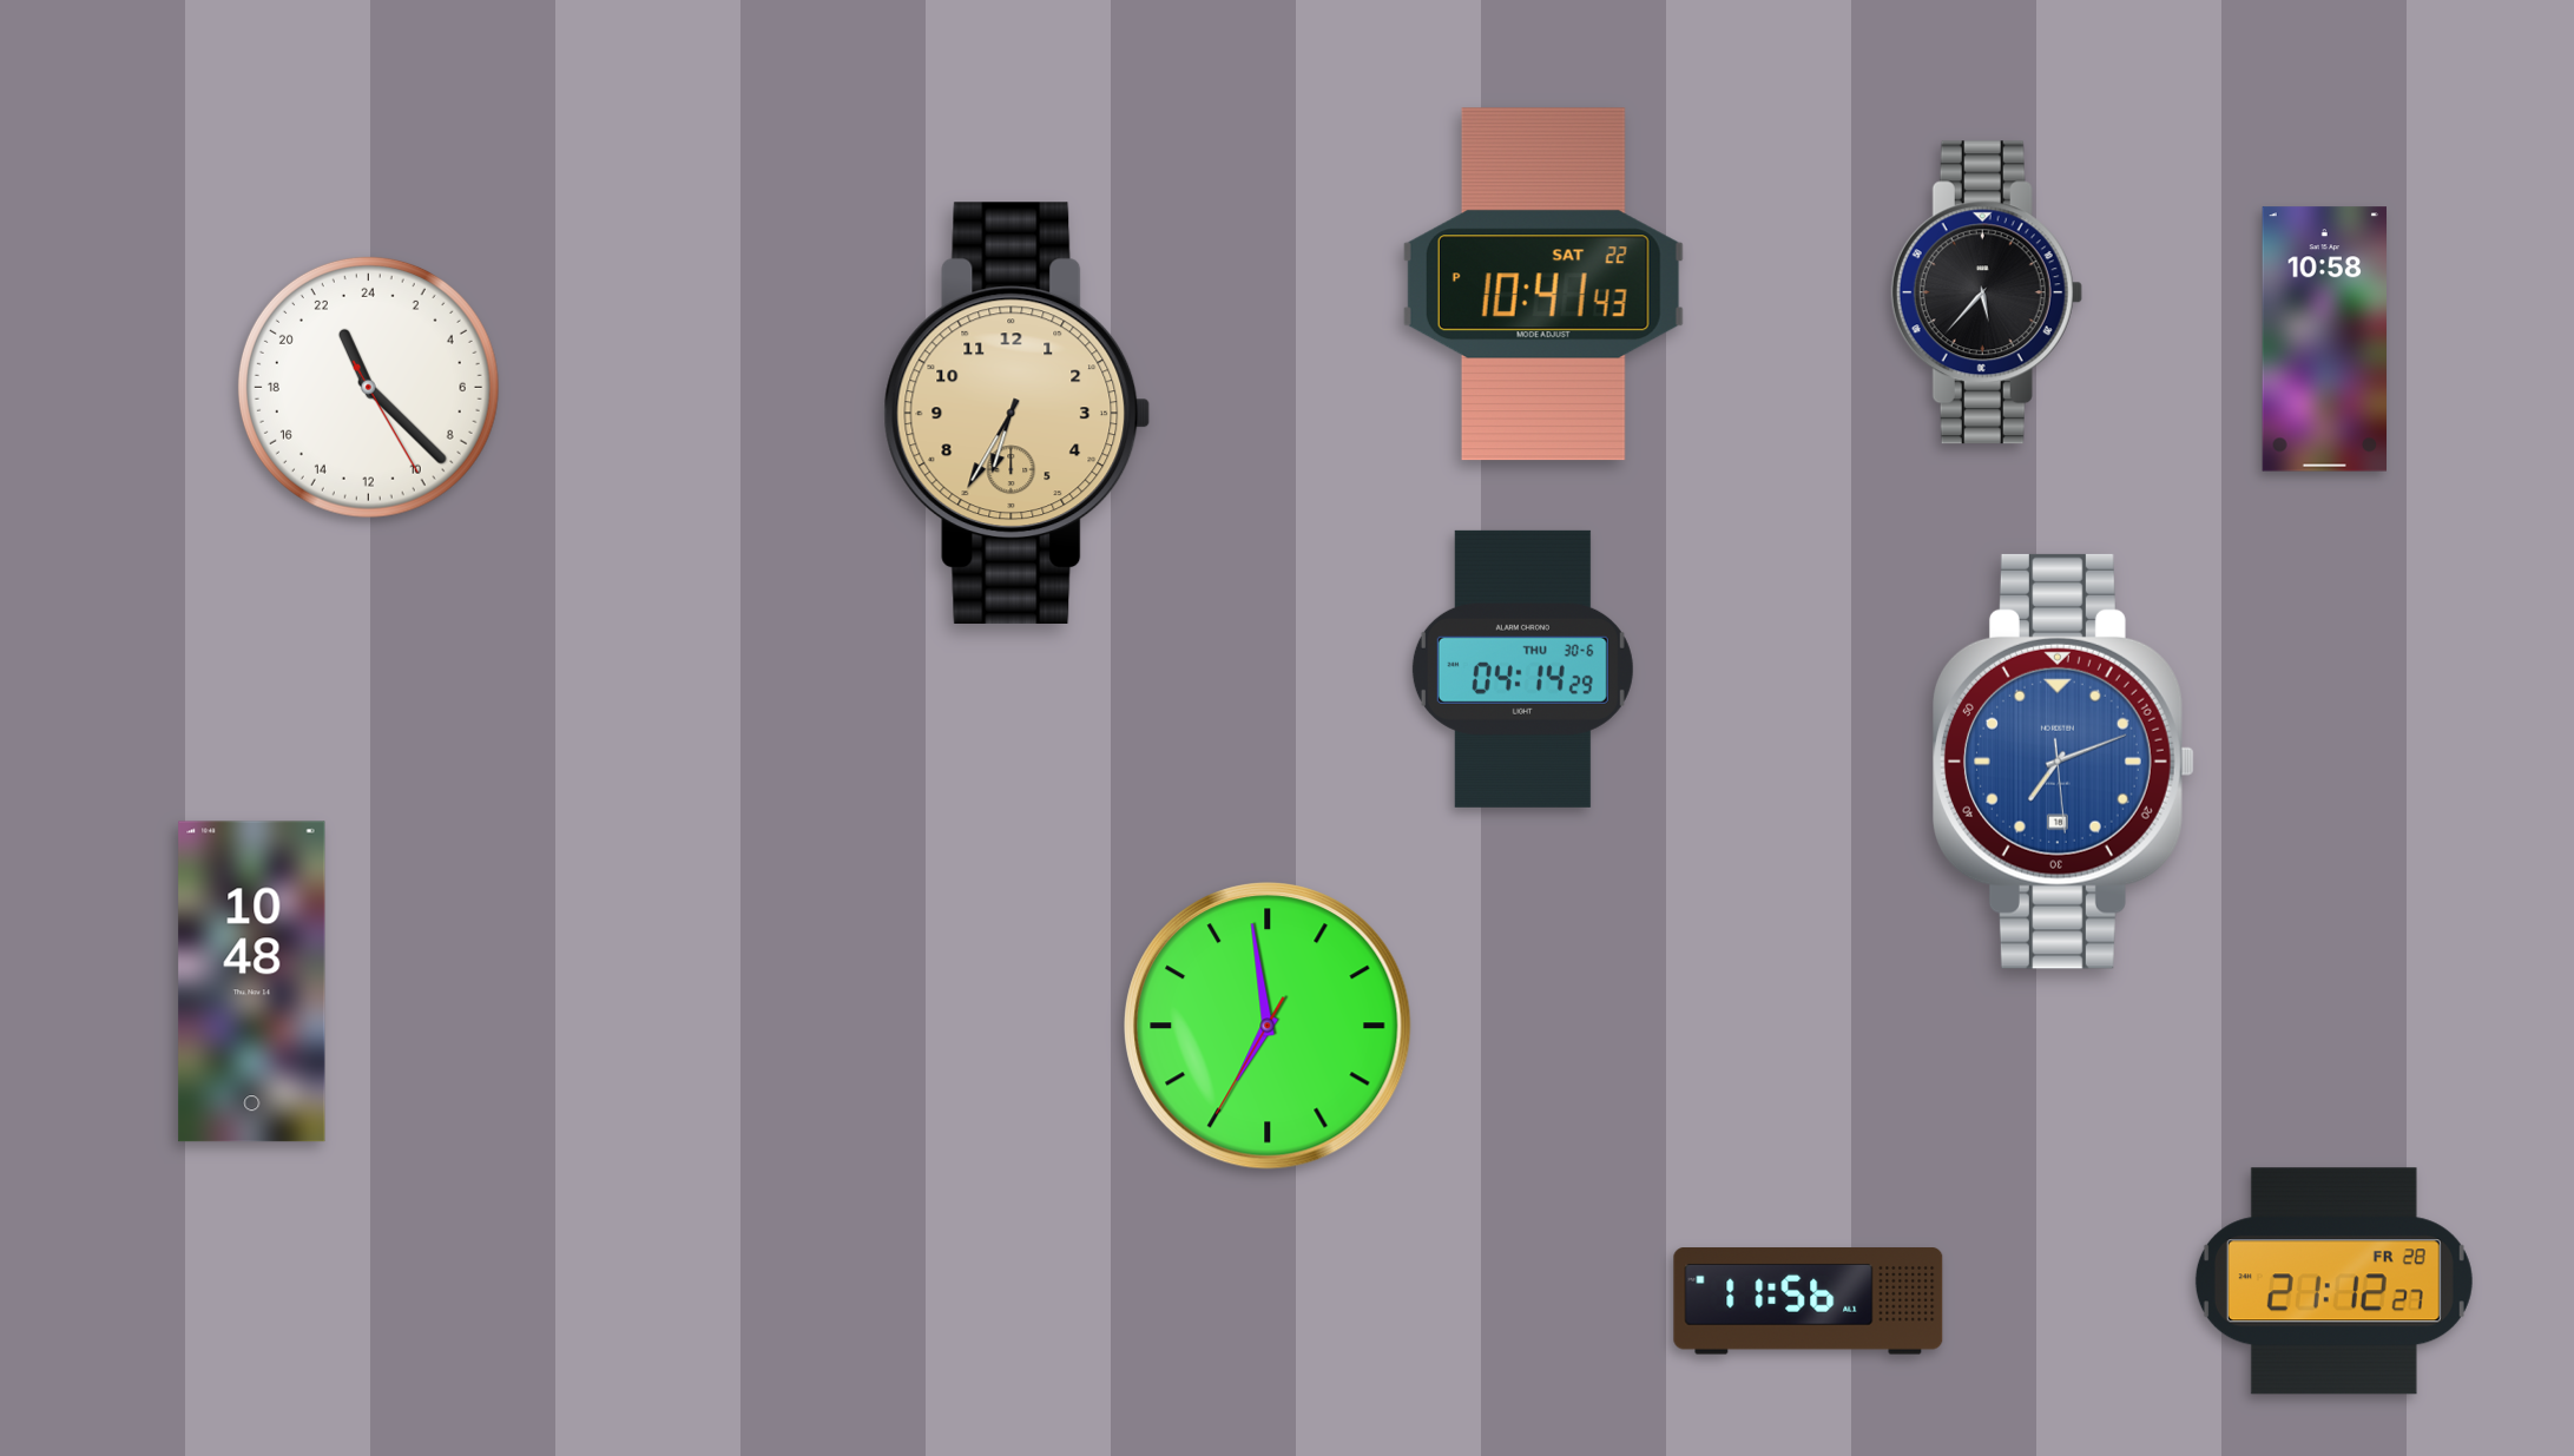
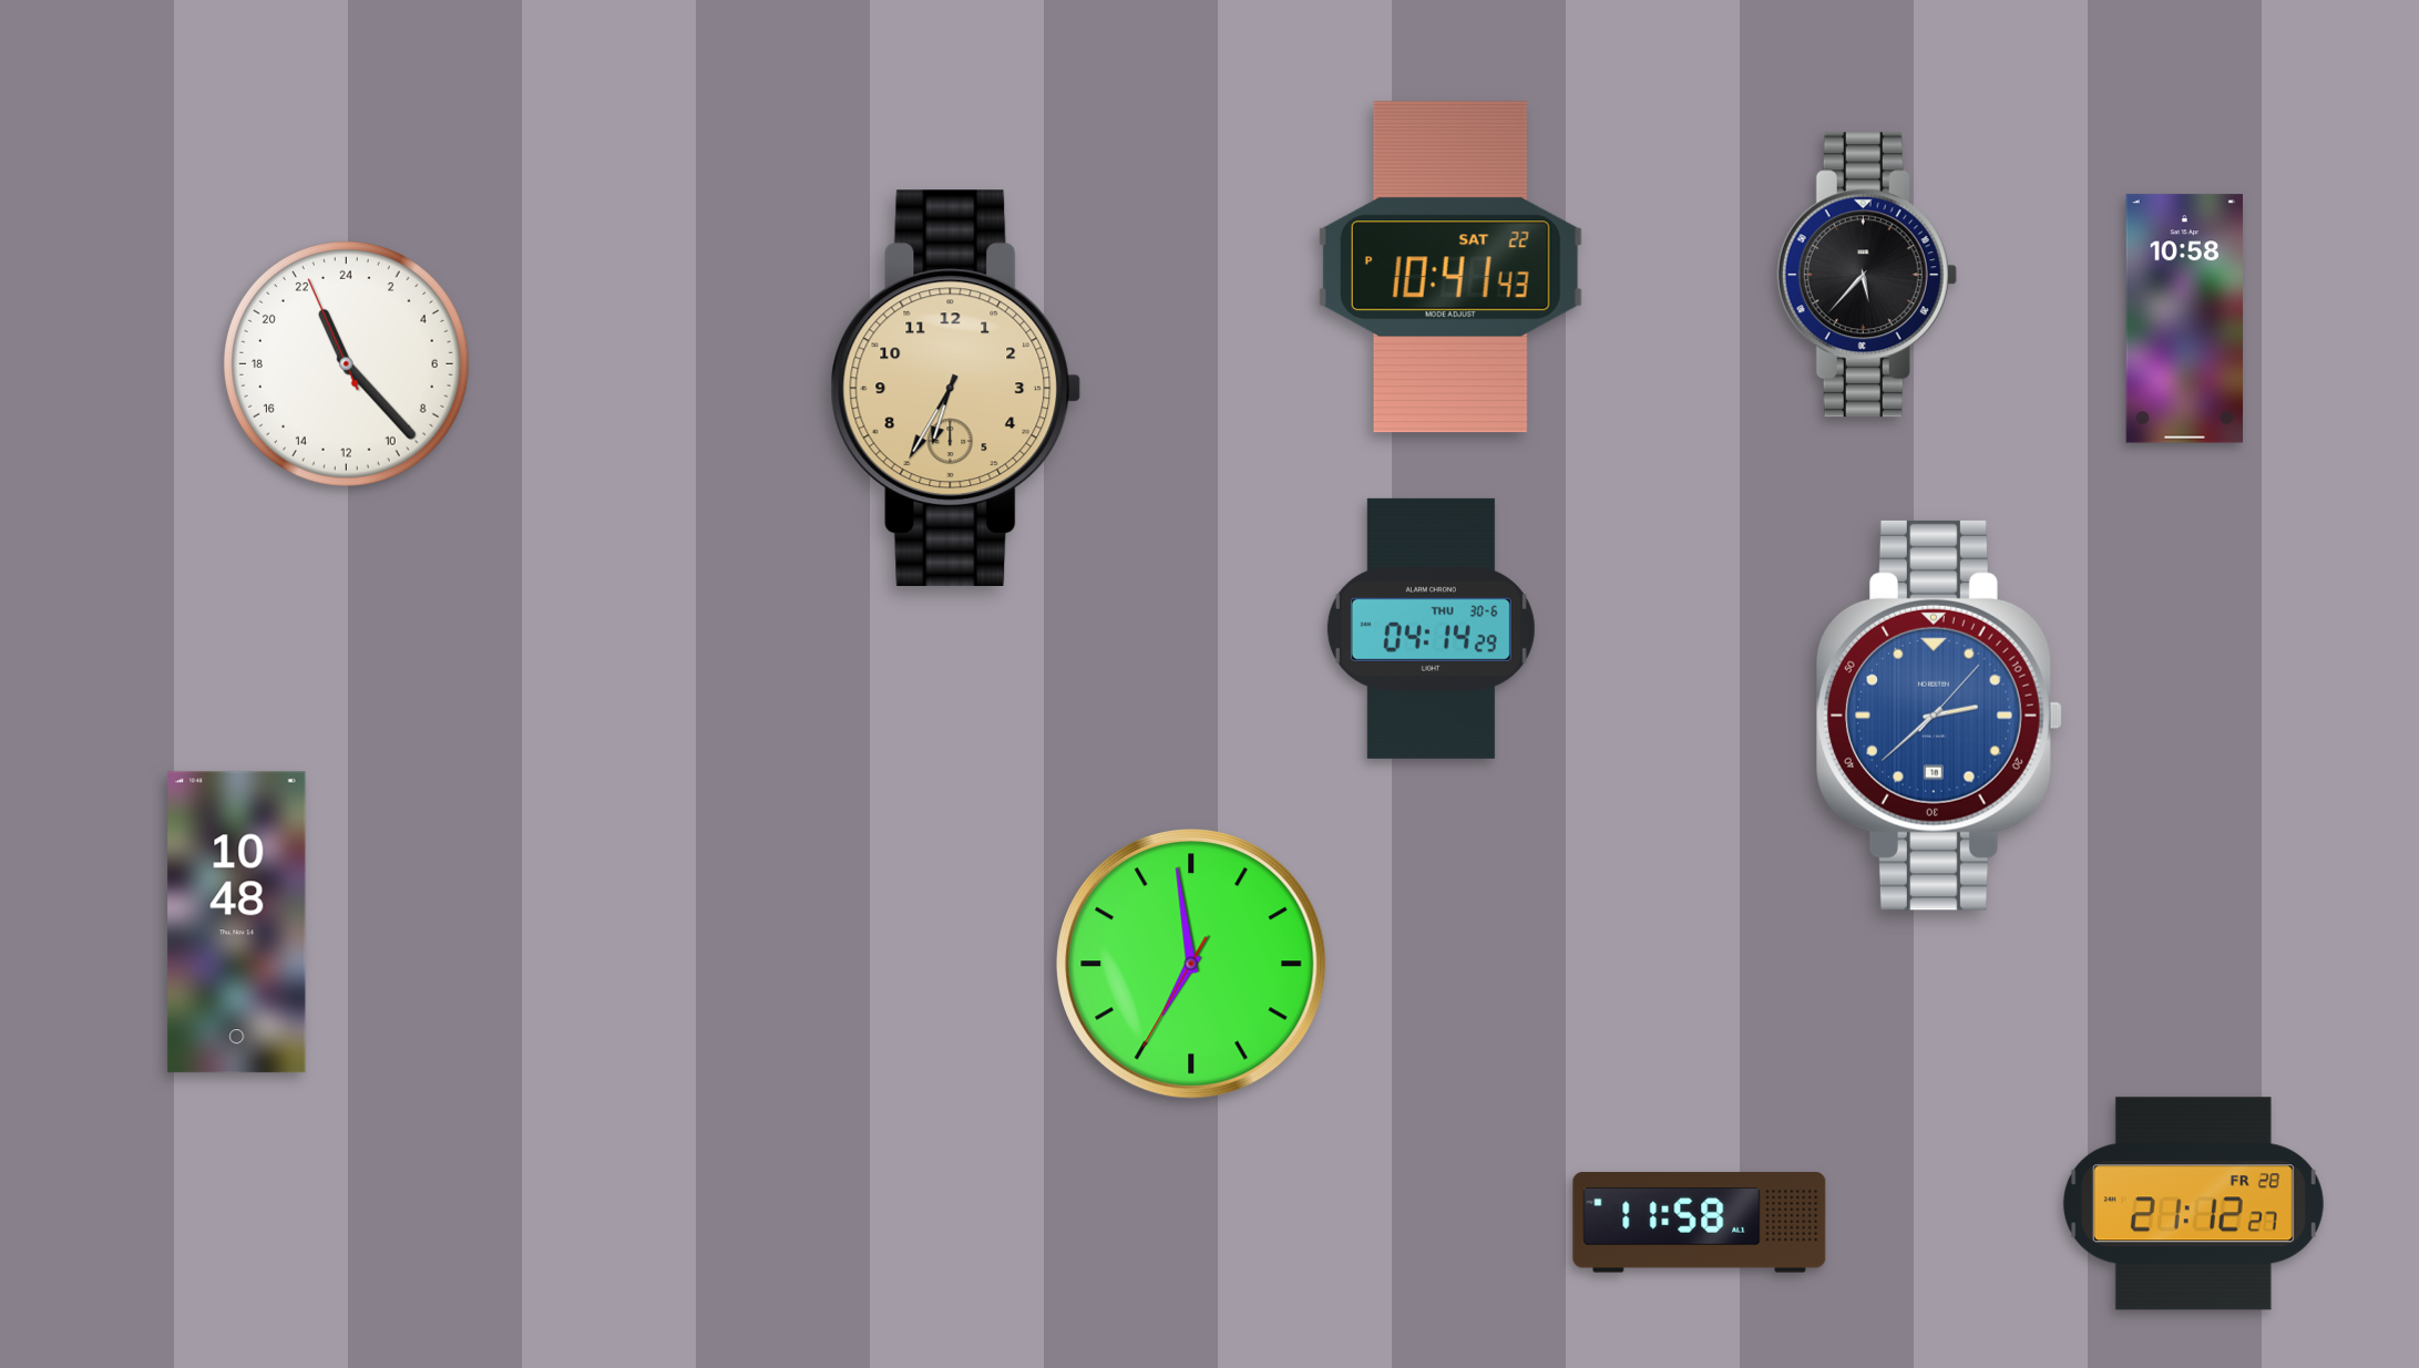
clock at (368, 387): 22:22:25 -> 22:22:56
clock at (2065, 762): 7:11 -> 2:38
clock at (1809, 1302): 11:56 -> 11:58
